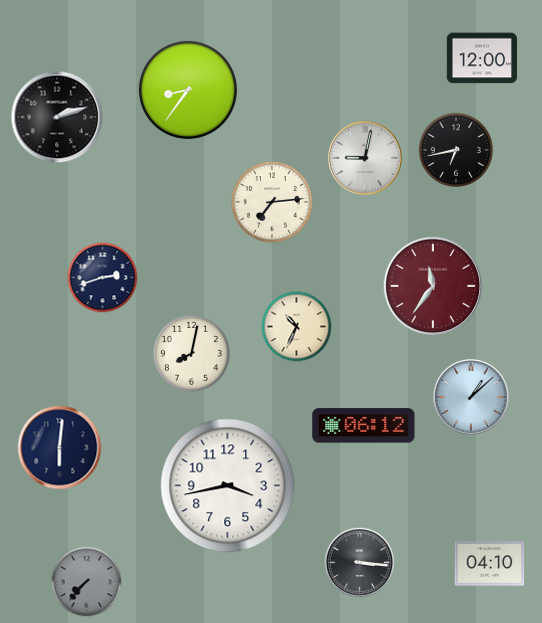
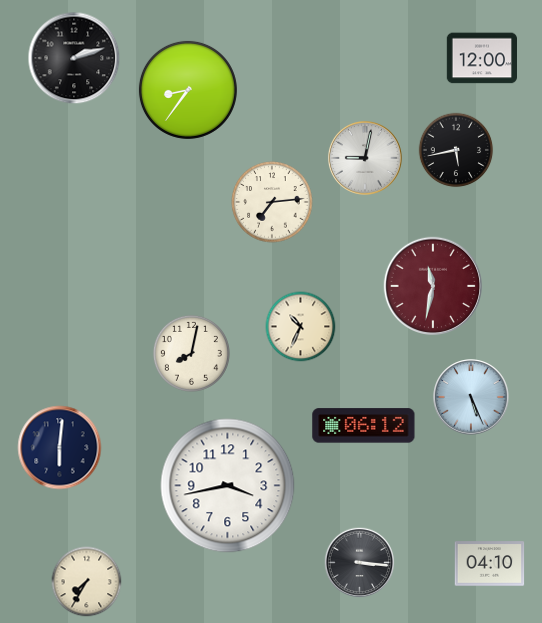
clock at (57, 117) position: (57, 117) -> (74, 58)
clock at (456, 150): 6:43 -> 5:43
clock at (103, 278): 2:42 -> none
clock at (432, 285): 11:36 -> 11:32
clock at (297, 327) position: (297, 327) -> (301, 327)
clock at (471, 397): 1:08 -> 5:26
clock at (87, 582): 7:37 -> 7:35
clock at (87, 582) dial: grey -> cream
